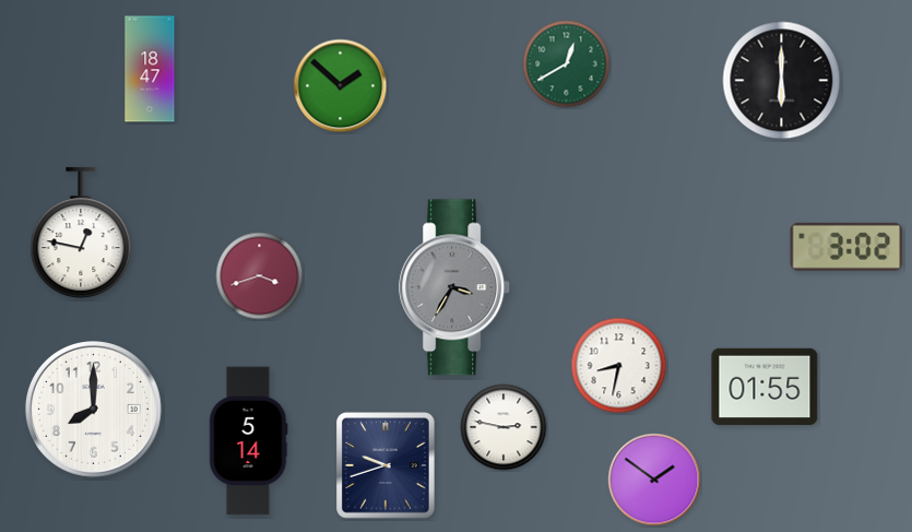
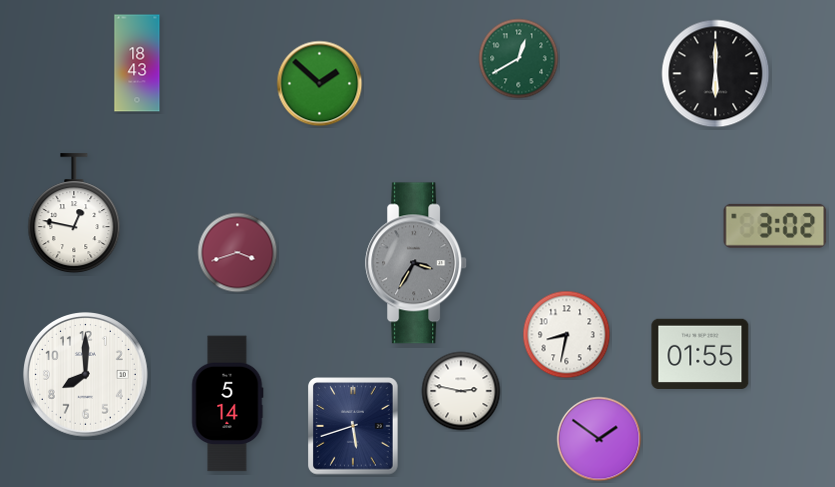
clock at (150, 69): 18:47 -> 18:43
clock at (341, 86) position: (341, 86) -> (320, 84)
clock at (386, 465): 9:42 -> 5:42
